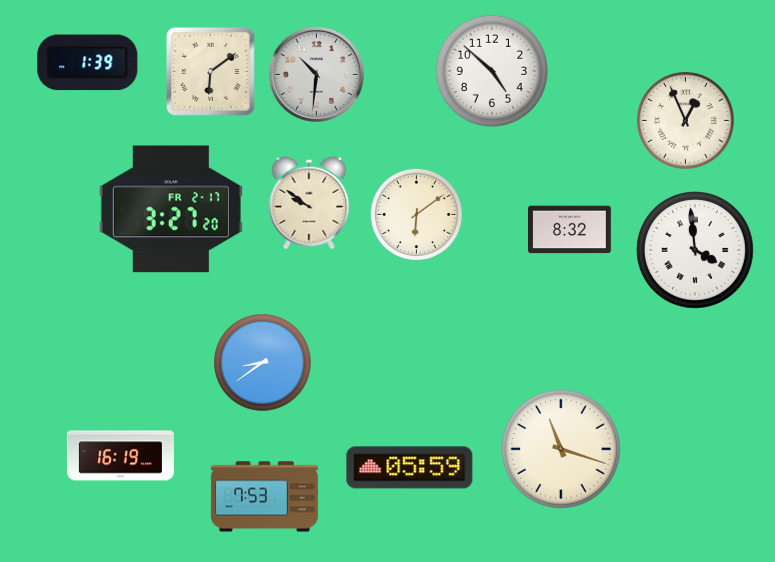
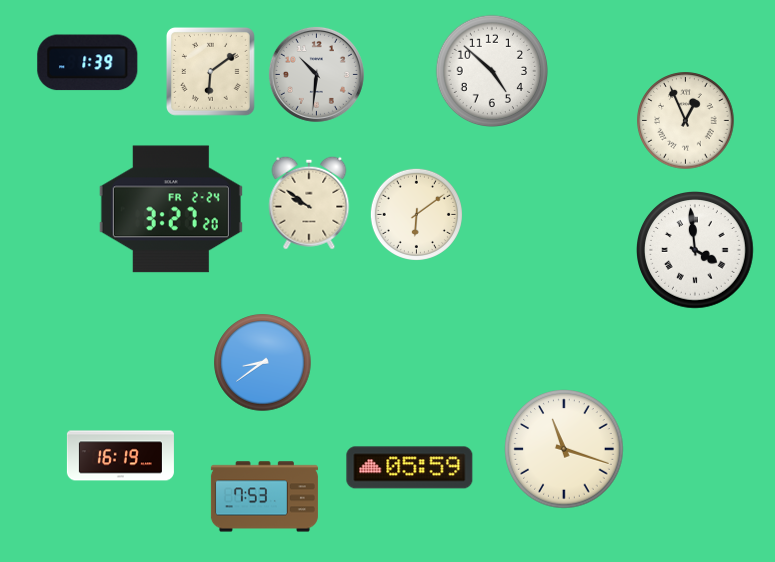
clock at (171, 209) date: FR 2-17 -> FR 2-24
clock at (570, 230): 8:32 -> none
clock at (561, 449) position: (561, 449) -> (564, 449)
